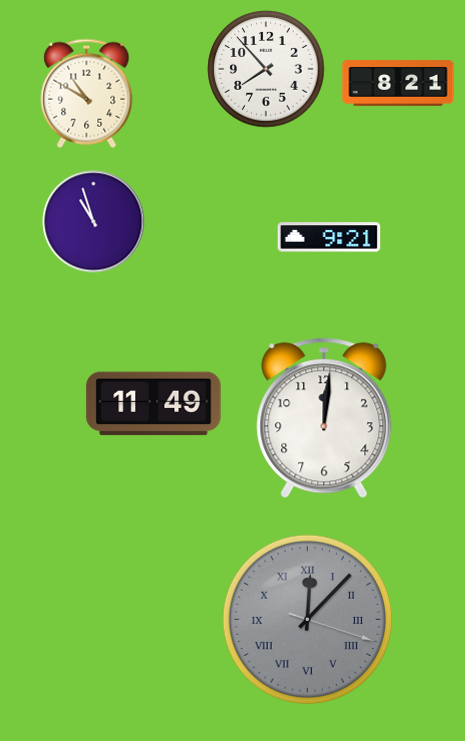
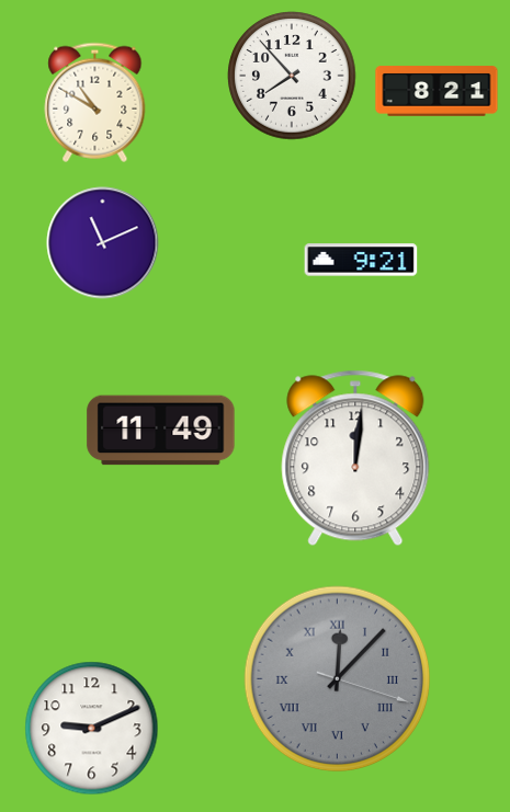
clock at (94, 222): 10:57 -> 11:11
clock at (154, 404) position: (154, 404) -> (161, 431)
clock at (92, 729): none -> 9:11
